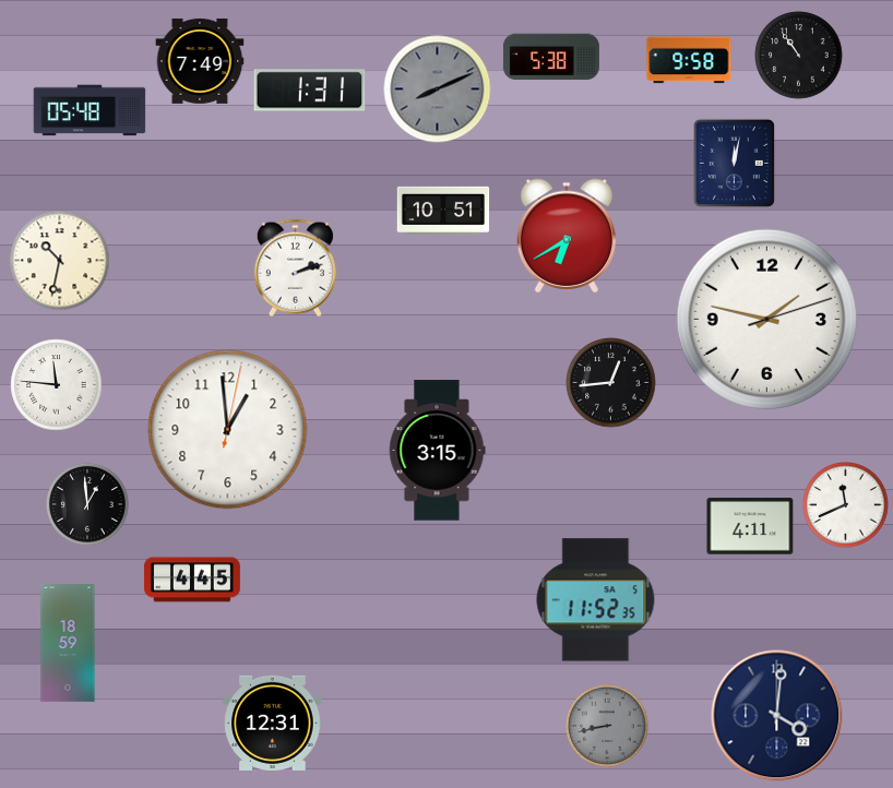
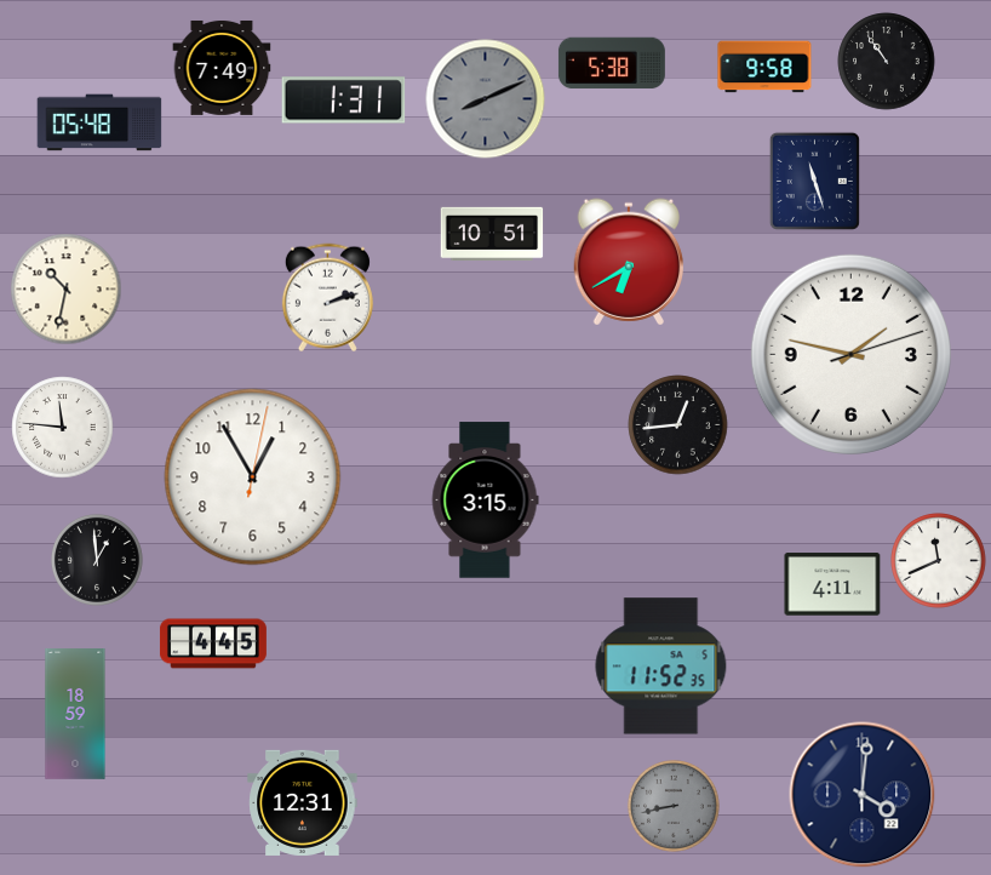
clock at (734, 163): 12:02 -> 11:27
clock at (228, 430): 12:59 -> 12:55
